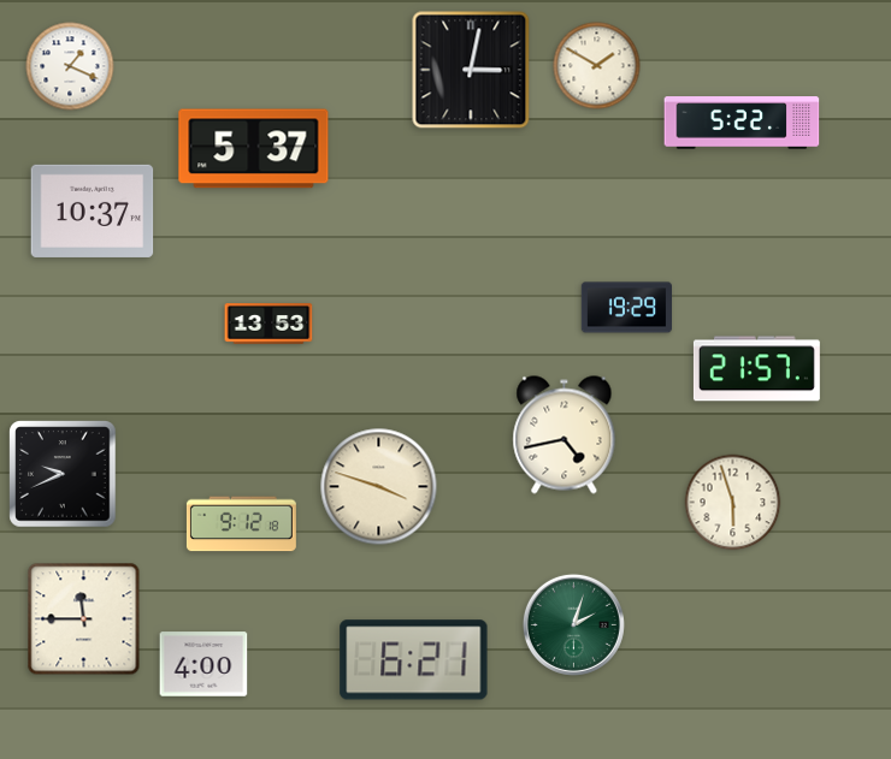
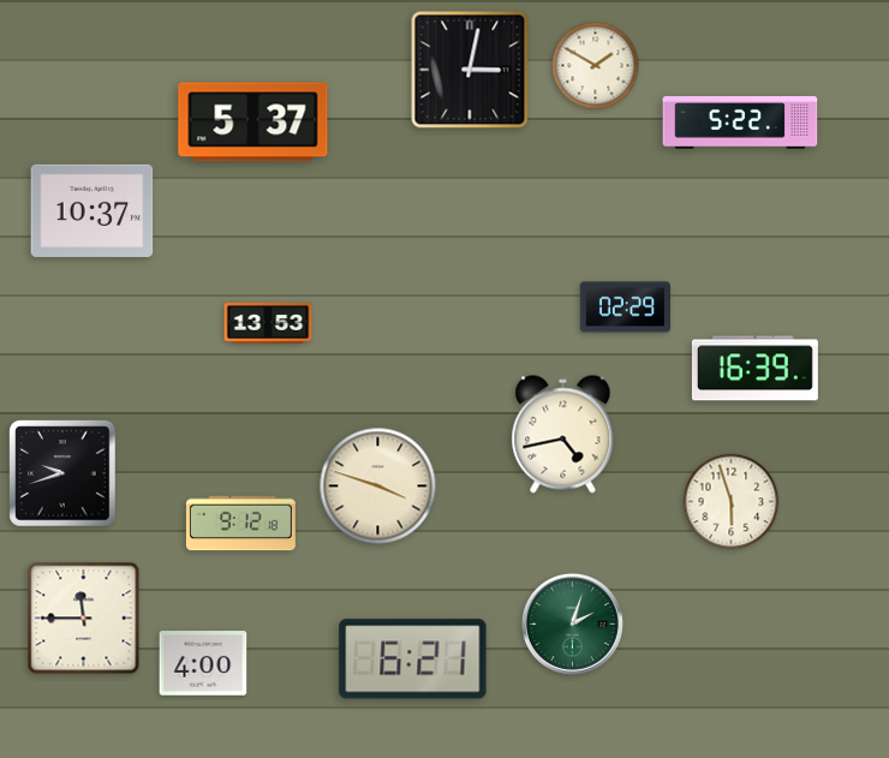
clock at (70, 66): 1:19 -> none
clock at (254, 149) position: (254, 149) -> (253, 123)
clock at (626, 308): 19:29 -> 02:29
clock at (756, 369): 21:57 -> 16:39
clock at (63, 474): 9:41 -> 9:42
